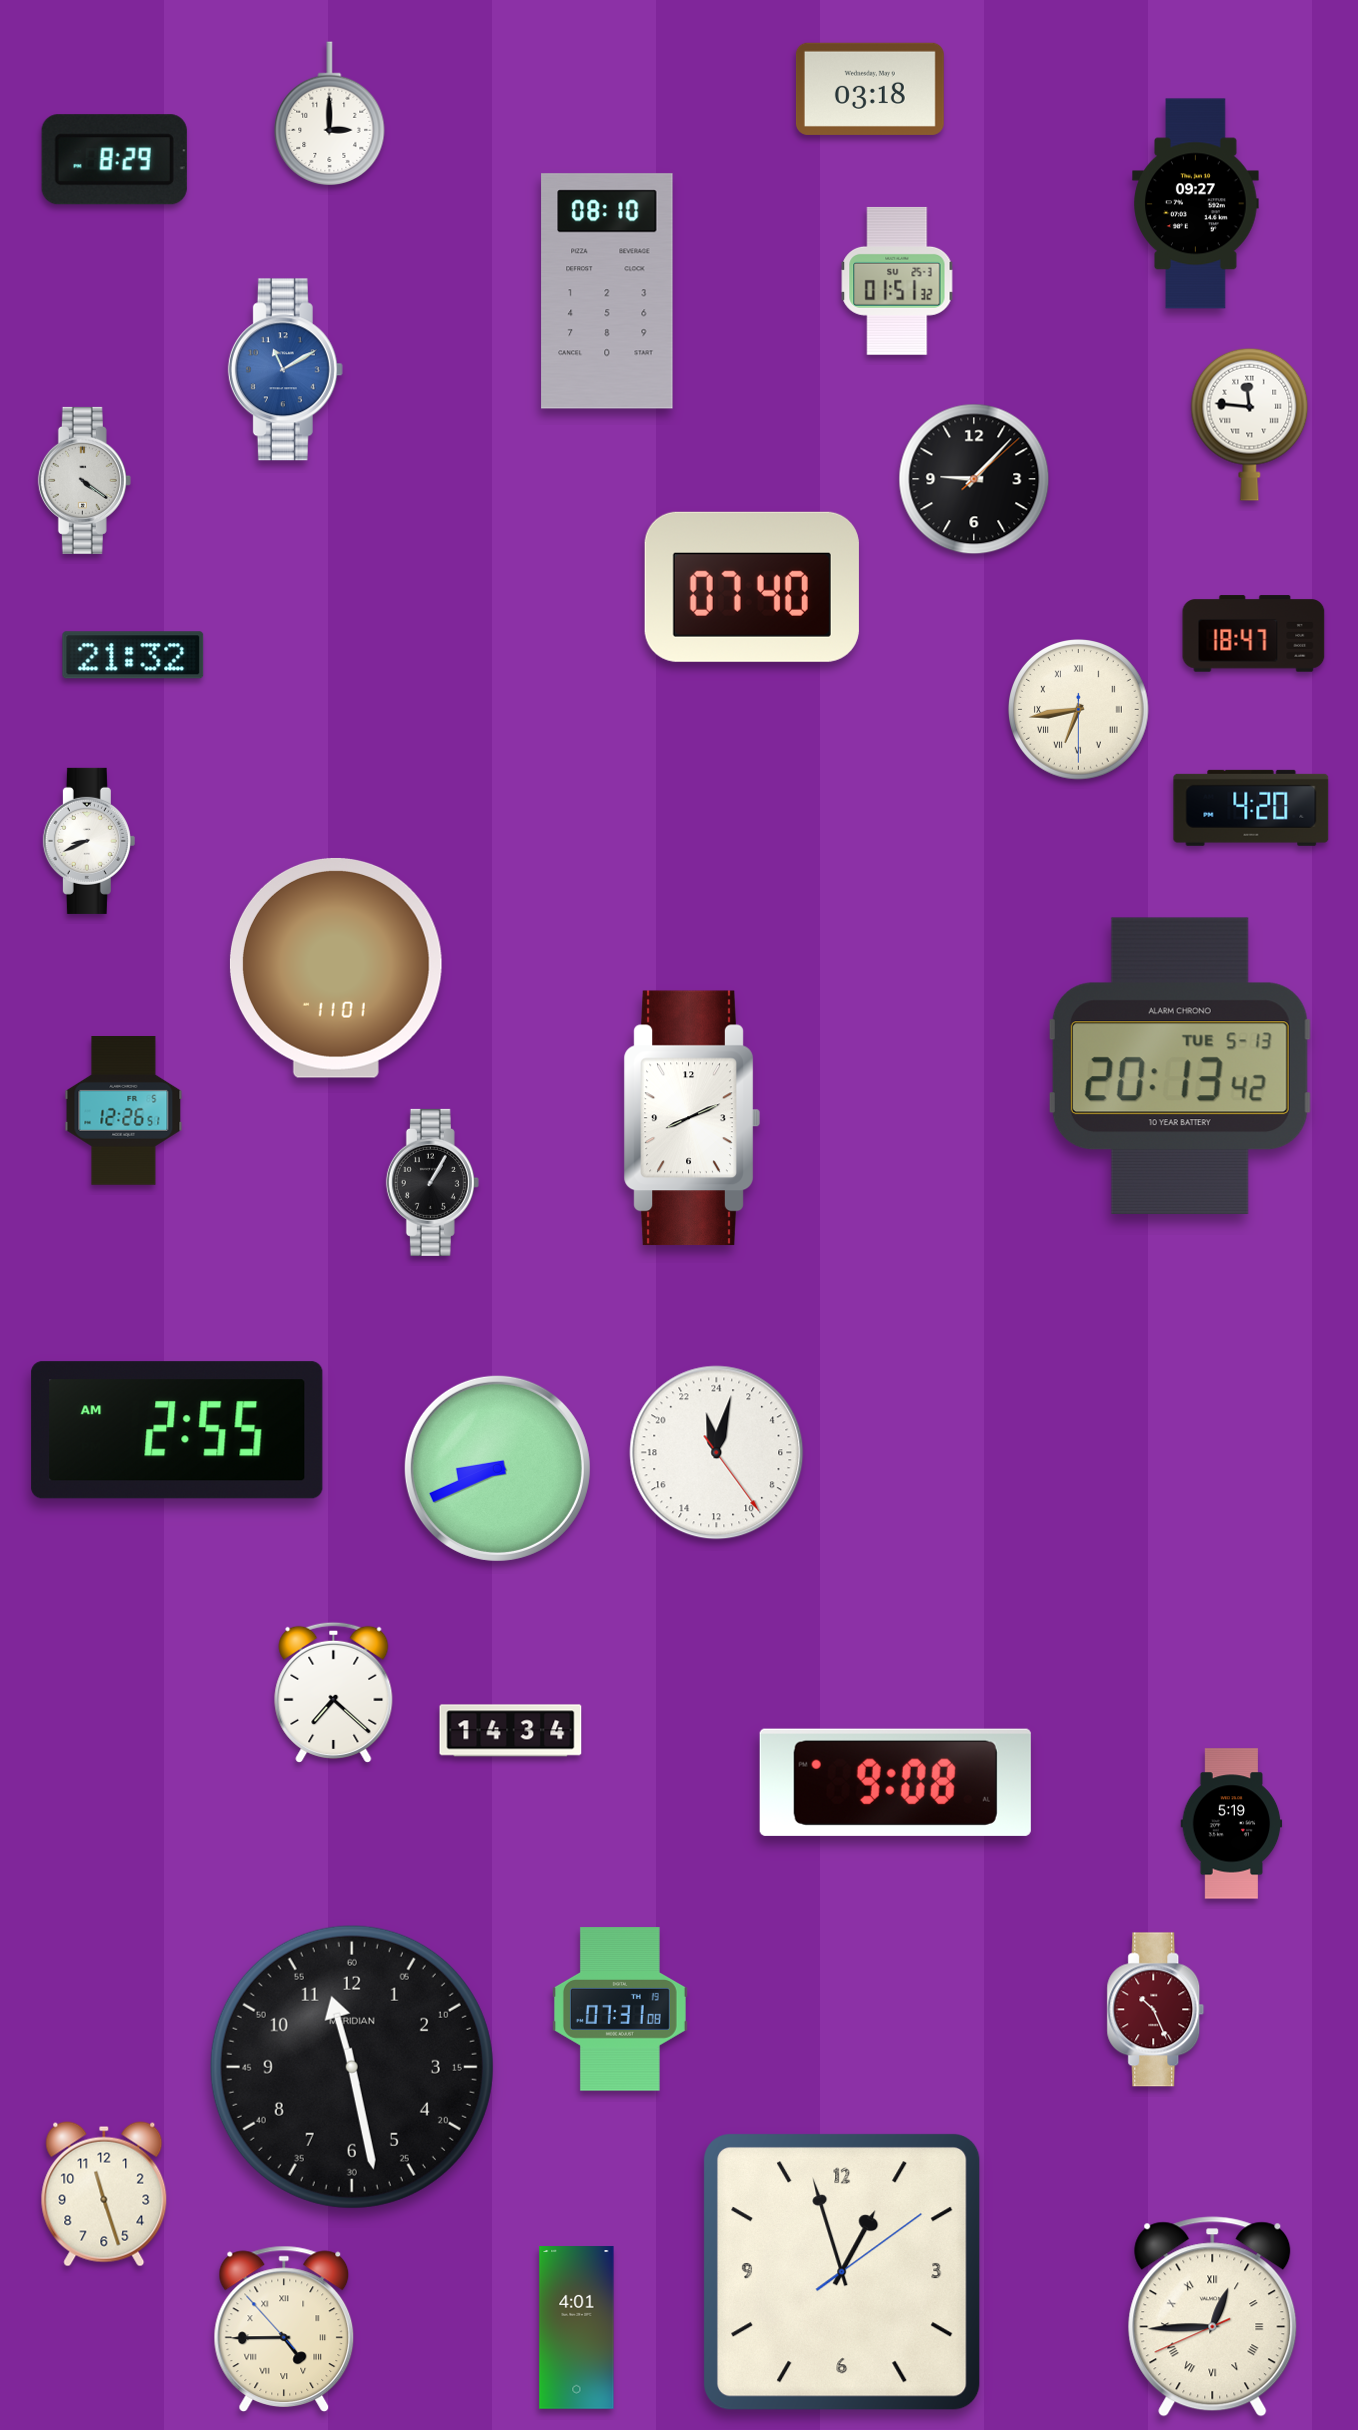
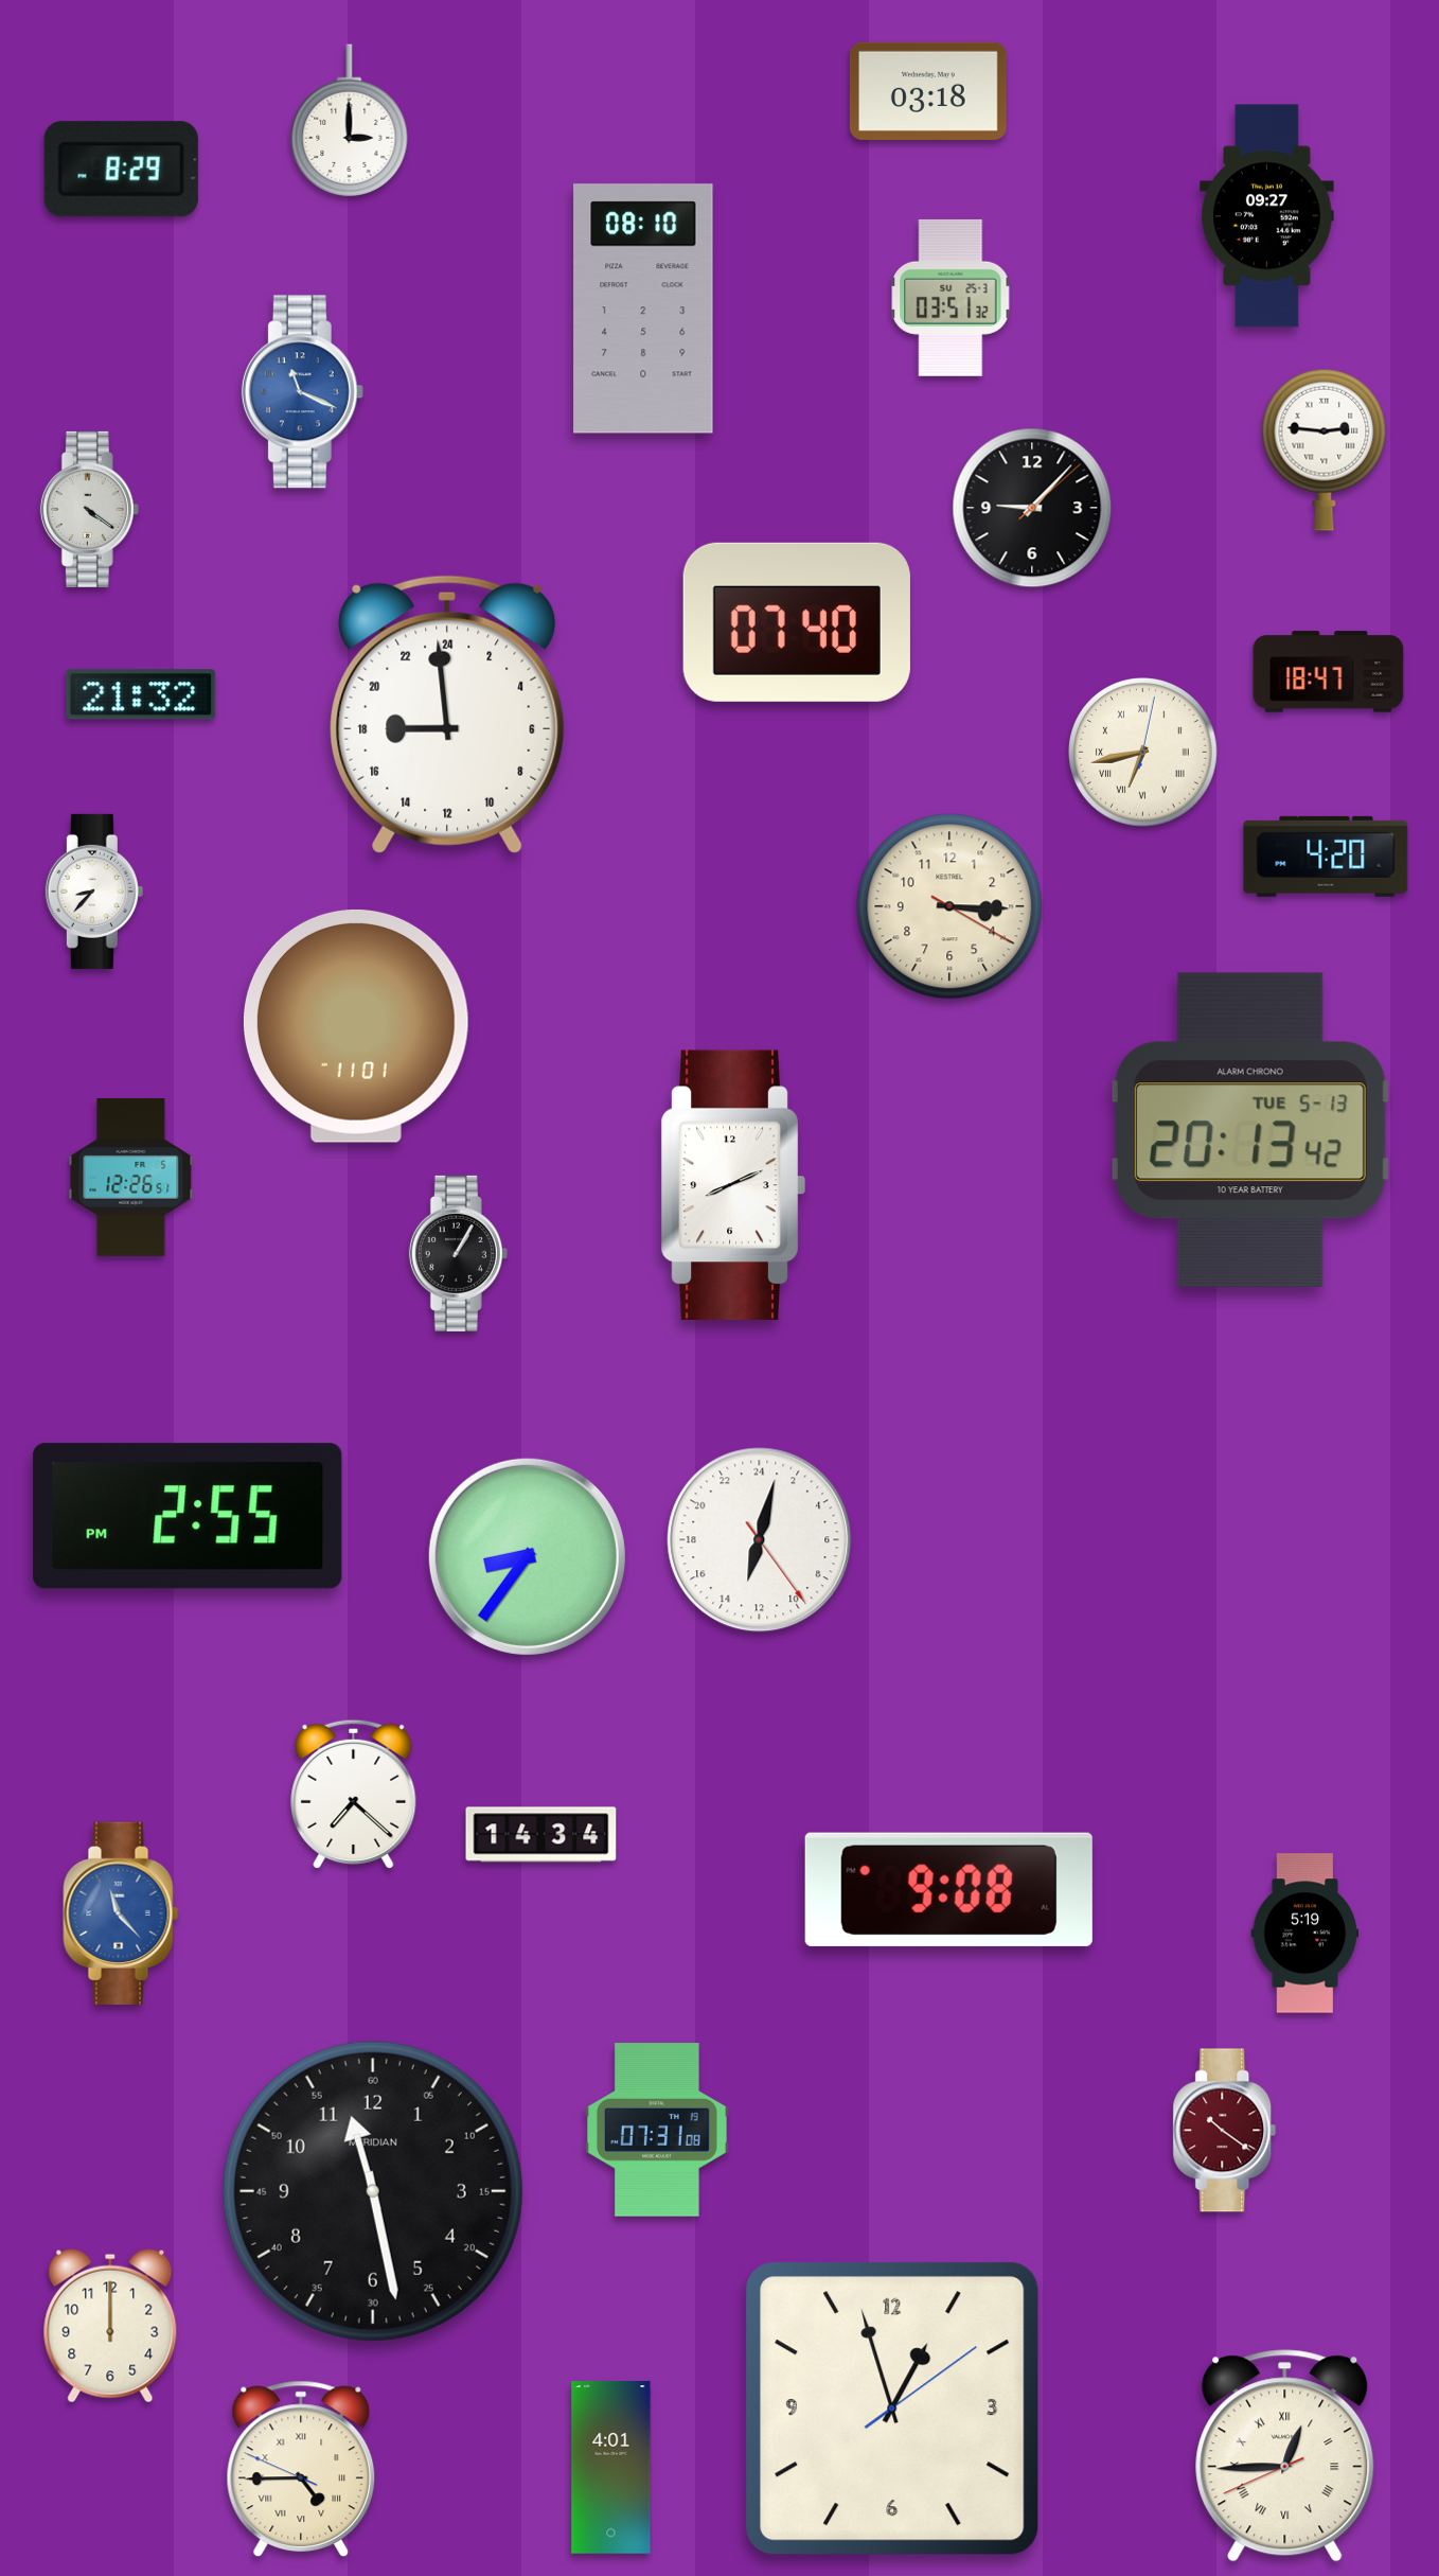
clock at (870, 89) position: (870, 89) -> (928, 91)
clock at (897, 281): 01:51 -> 03:51
clock at (285, 370): 11:10 -> 11:19
clock at (1250, 424): 11:46 -> 2:46
clock at (447, 714): none -> 17:59
clock at (1079, 710): 6:43:30 -> 6:43:02
clock at (89, 841): 8:41 -> 8:37
clock at (949, 906): none -> 3:15
clock at (177, 1430): 2:55 AM -> 2:55 PM
clock at (717, 1453): 23:02 -> 13:02
clock at (497, 1468): 8:41 -> 8:36
clock at (121, 1912): none -> 11:23
clock at (1156, 2010): 10:26 -> 10:21
clock at (104, 2194): 11:27 -> 12:00
clock at (284, 2328): 4:44:53 -> 4:44:49
